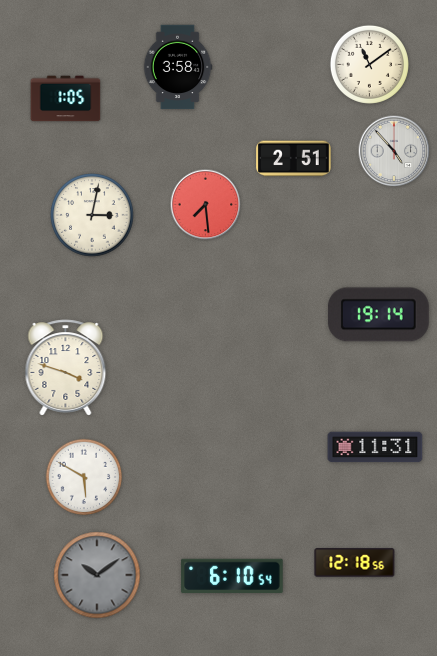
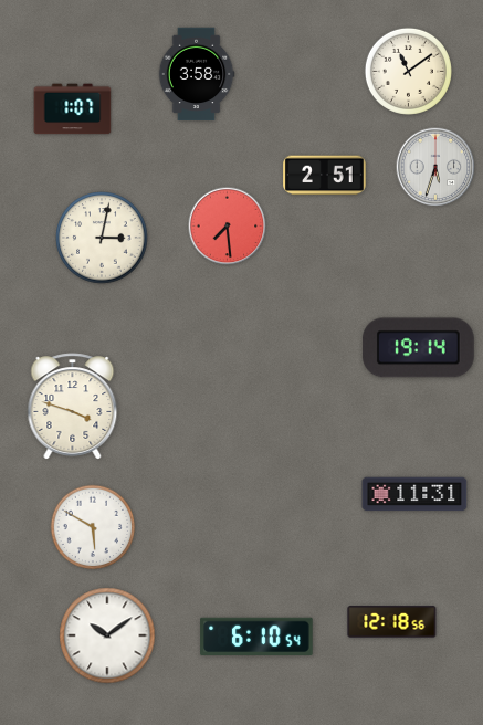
clock at (66, 99): 1:05 -> 1:07
clock at (394, 151): 4:53 -> 5:33
clock at (97, 575) dial: grey -> white
